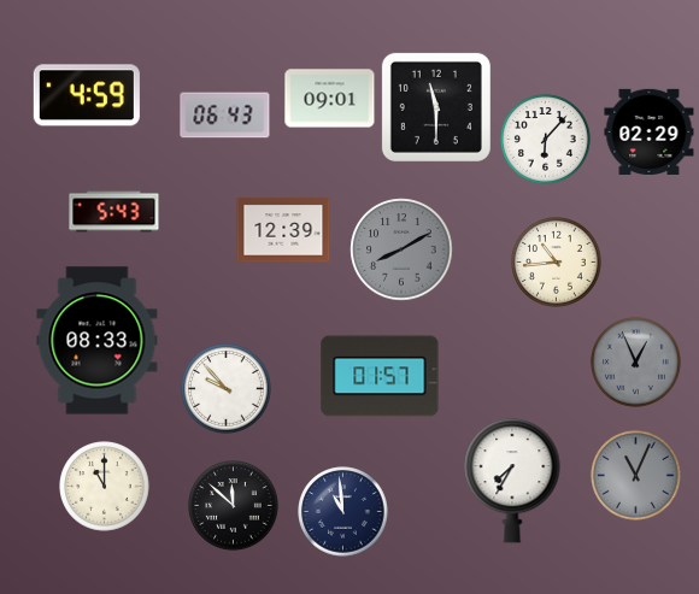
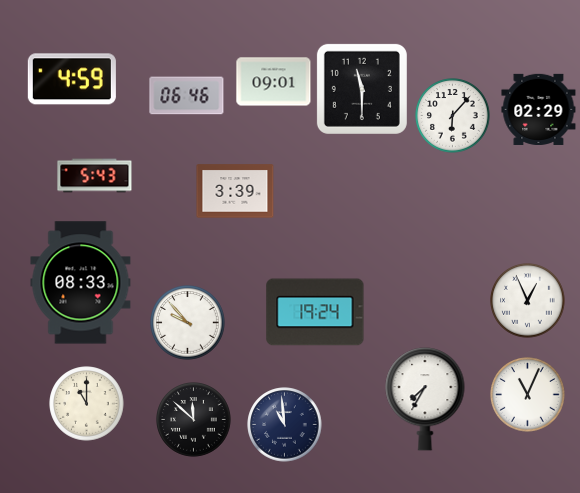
clock at (225, 116): 06:43 -> 06:46
clock at (283, 230): 12:39 -> 3:39
clock at (401, 249): 8:10 -> none
clock at (557, 263): 10:44 -> none
clock at (636, 363) dial: grey -> white
clock at (380, 376): 01:57 -> 19:24
clock at (636, 476) dial: grey -> white
